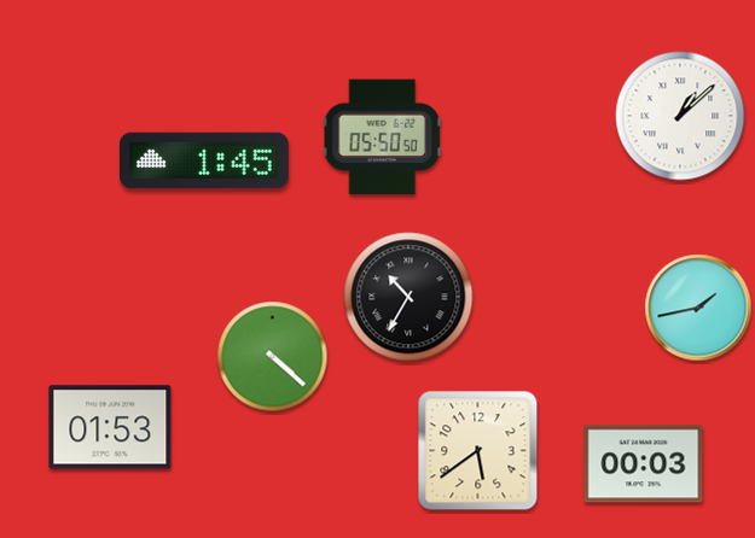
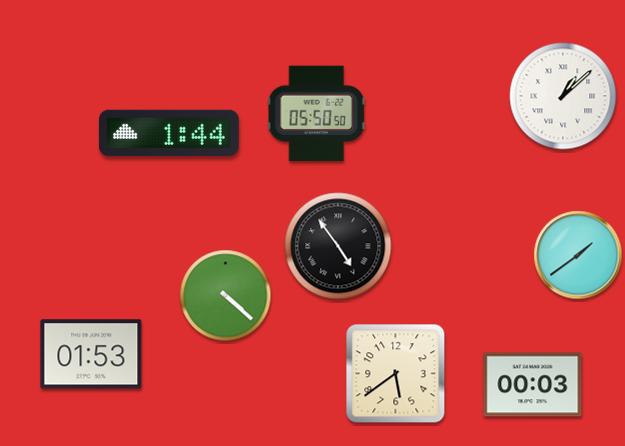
clock at (204, 160): 1:45 -> 1:44
clock at (408, 297): 10:35 -> 4:54
clock at (698, 308): 1:43 -> 1:39
